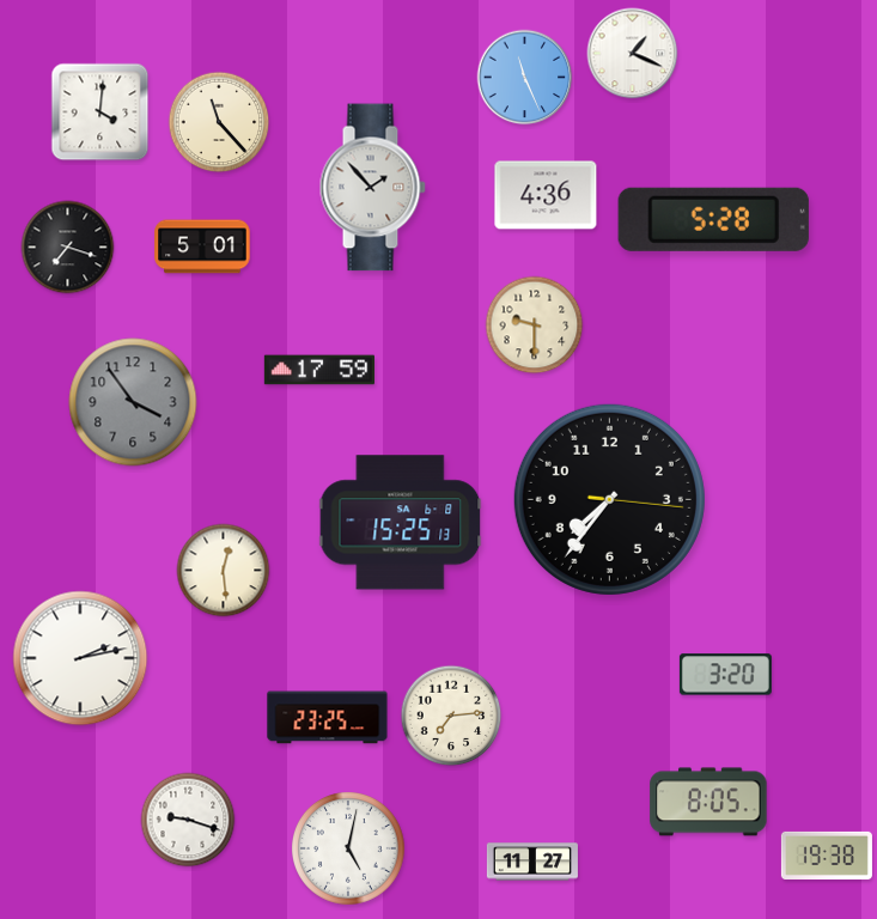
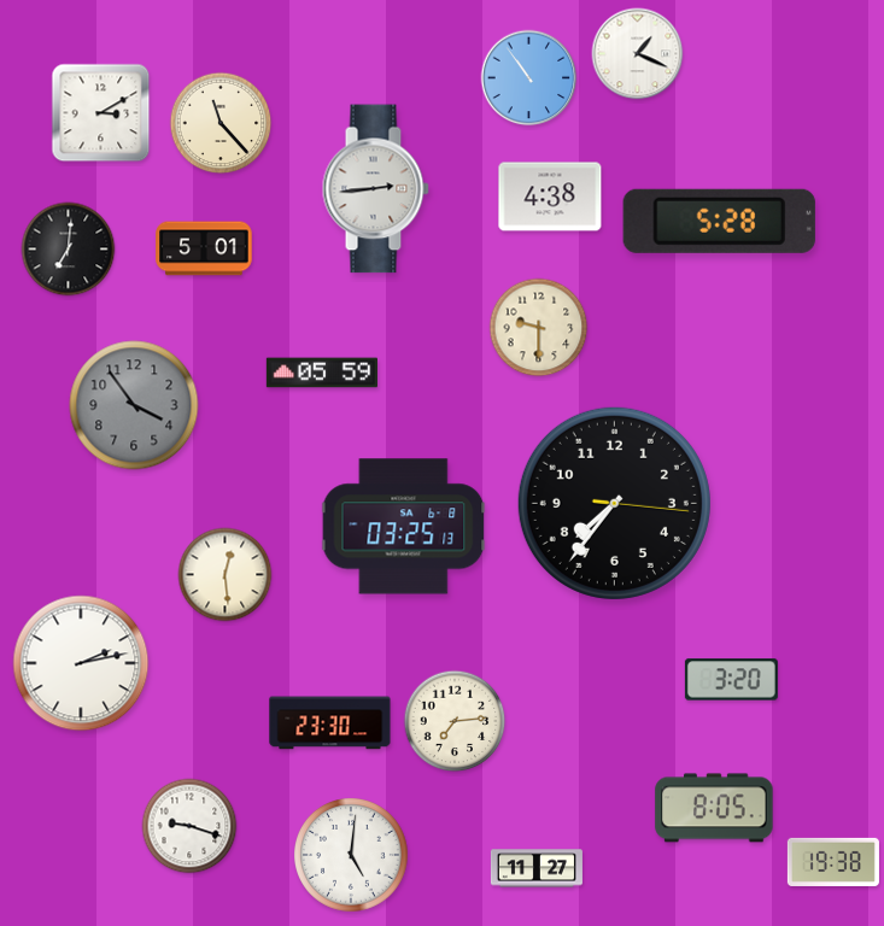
clock at (525, 78): 11:26 -> 10:54
clock at (101, 112): 4:01 -> 3:10
clock at (372, 188): 1:53 -> 2:44
clock at (546, 195): 4:36 -> 4:38
clock at (68, 248): 7:18 -> 7:01
clock at (319, 370): 17:59 -> 05:59
clock at (401, 523): 15:25 -> 03:25
clock at (328, 718): 23:25 -> 23:30
clock at (349, 850): 5:02 -> 5:01
